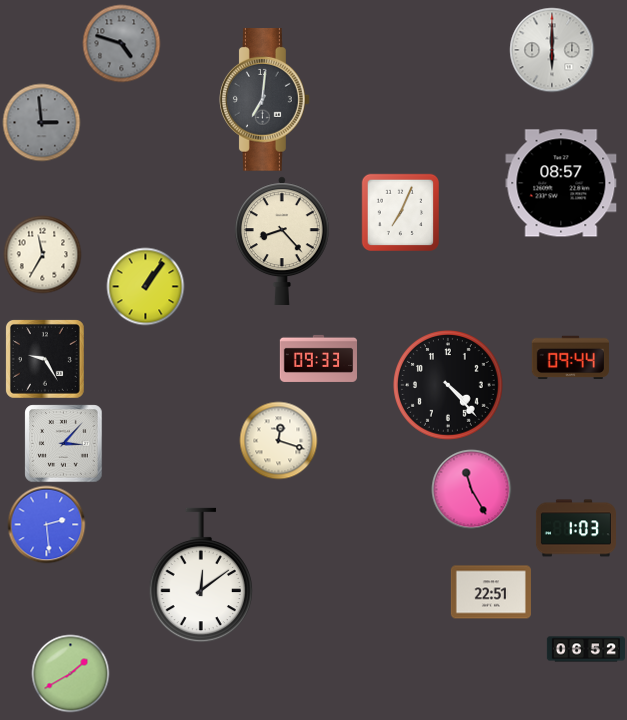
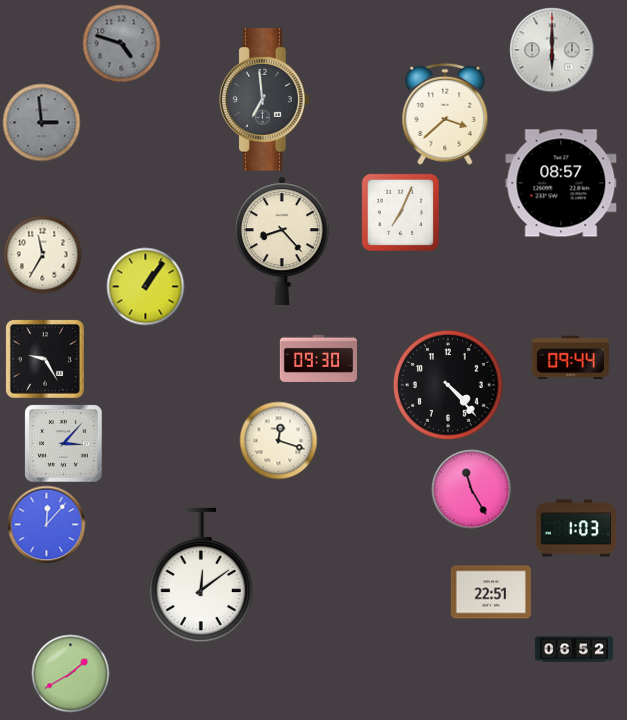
clock at (265, 100): 7:01 -> 6:59
clock at (445, 114): none -> 3:38
clock at (318, 358): 09:33 -> 09:30
clock at (46, 524): 2:29 -> 12:07
clock at (585, 649) position: (585, 649) -> (573, 649)
